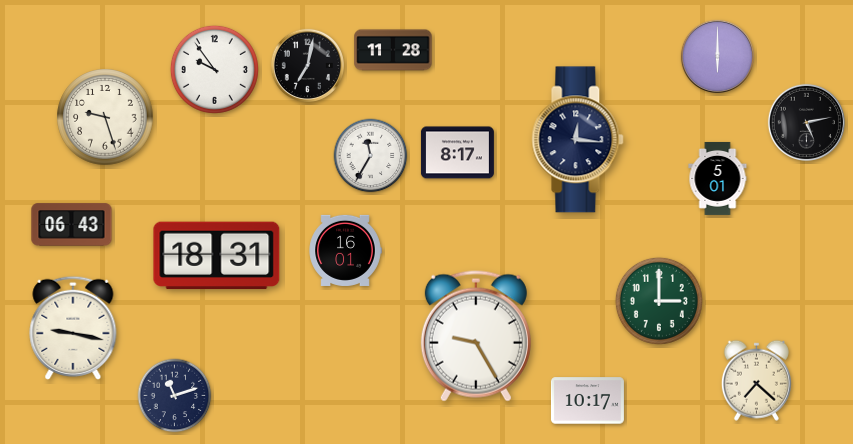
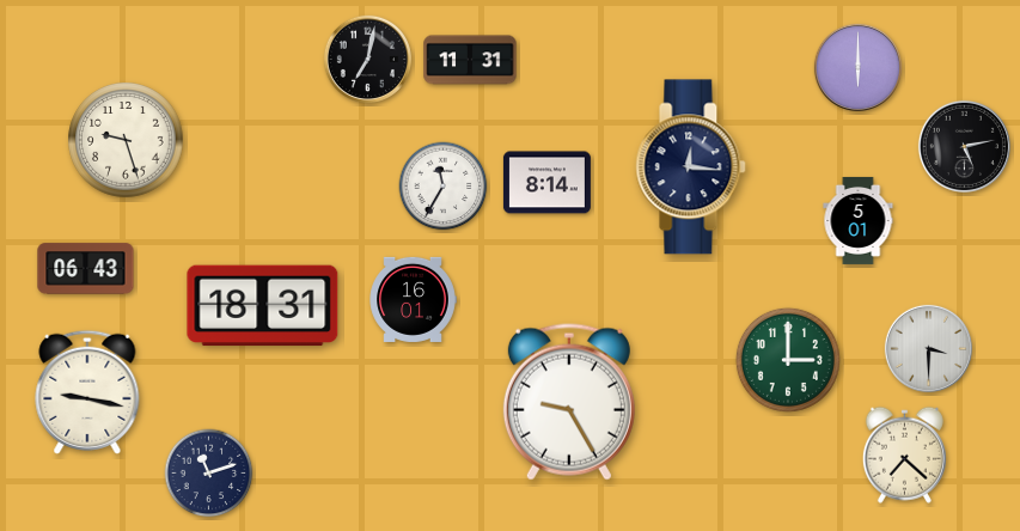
clock at (393, 50): 11:28 -> 11:31
clock at (307, 65) position: (307, 65) -> (367, 59)
clock at (214, 69): 9:54 -> none
clock at (457, 153): 8:17 -> 8:14
clock at (718, 178) position: (718, 178) -> (859, 220)
clock at (217, 256) position: (217, 256) -> (263, 306)
clock at (928, 348): none -> 3:30
clock at (587, 401): 10:17 -> none
